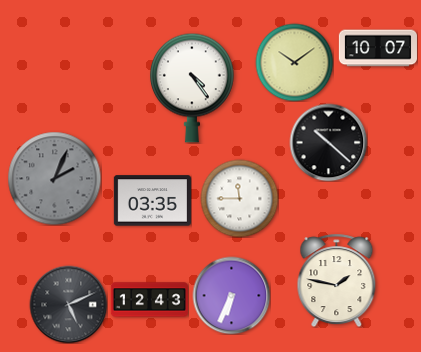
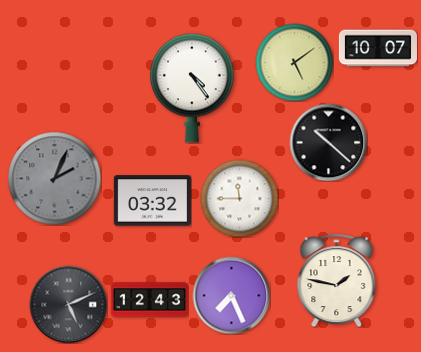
clock at (294, 62): 10:09 -> 5:09
clock at (152, 201): 03:35 -> 03:32
clock at (231, 295): 6:34 -> 7:26
